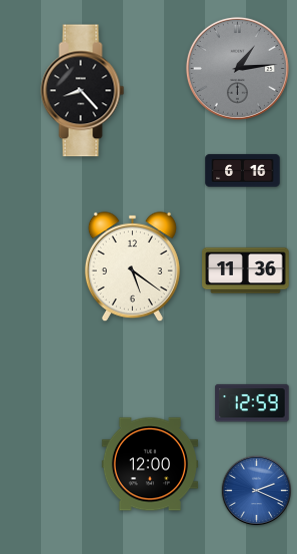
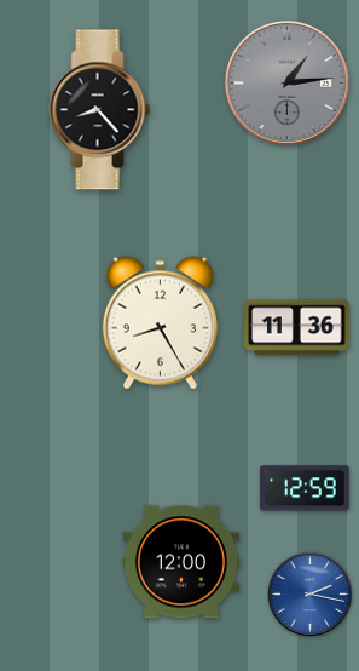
clock at (243, 171): 6:16 -> none
clock at (132, 267): 5:21 -> 8:25
clock at (257, 491): 2:19 -> 2:17
